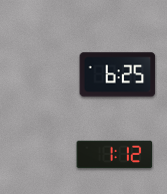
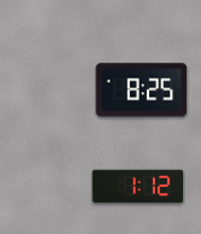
clock at (118, 75): 6:25 -> 8:25
